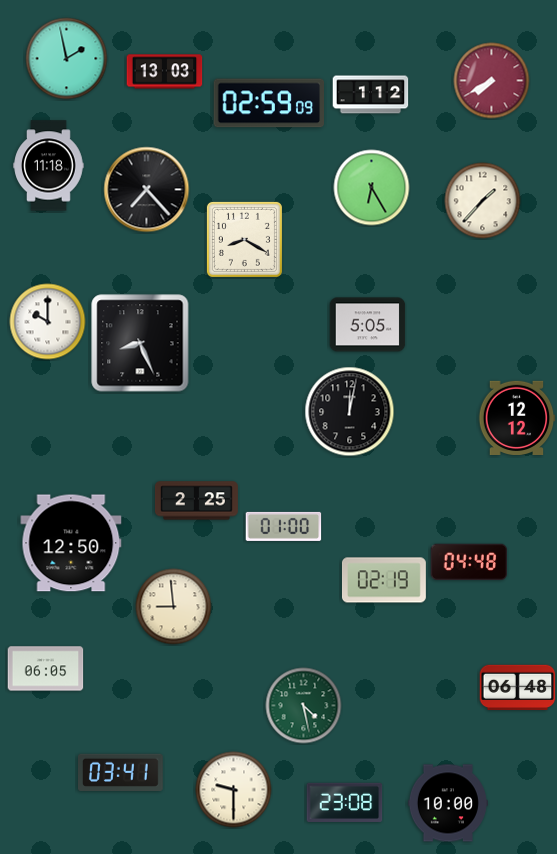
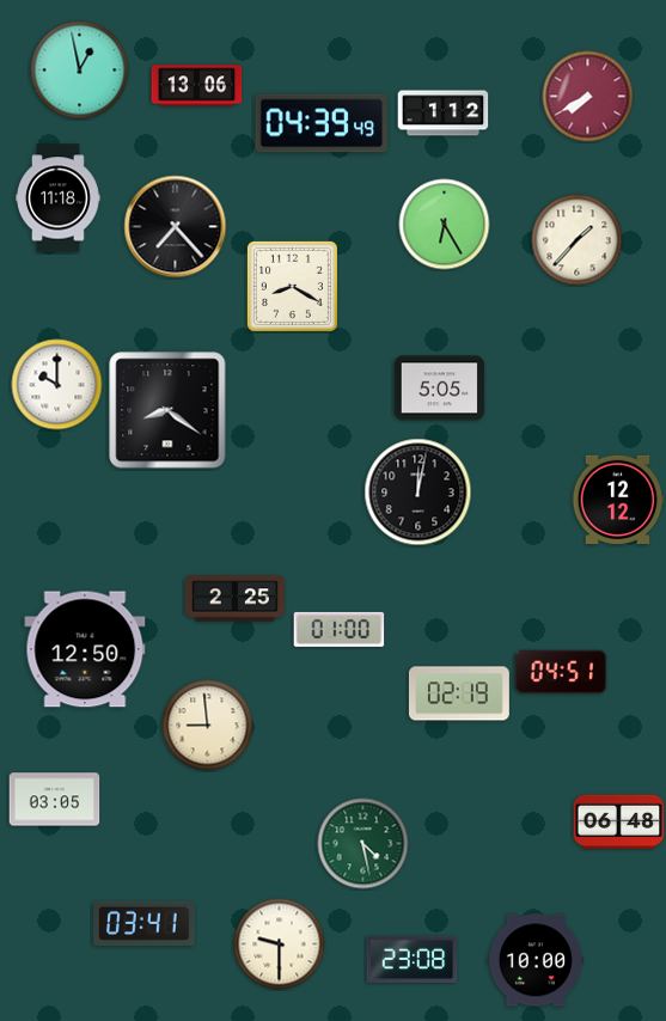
clock at (67, 59): 1:58 -> 12:58
clock at (165, 72): 13:03 -> 13:06
clock at (268, 103): 02:59 -> 04:39
clock at (140, 343): 8:26 -> 8:21
clock at (469, 561): 04:48 -> 04:51
clock at (46, 669): 06:05 -> 03:05
